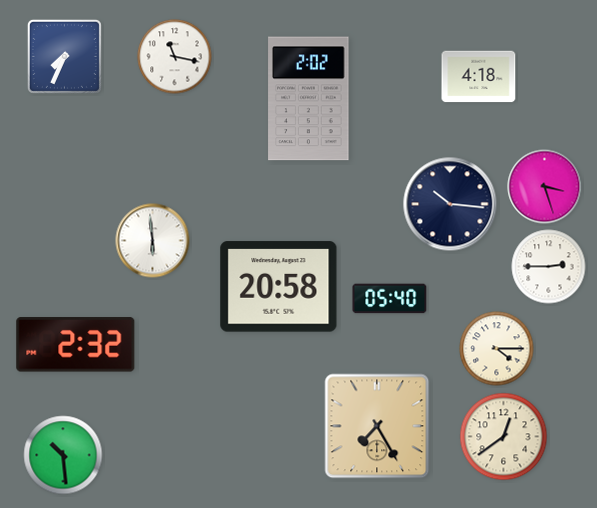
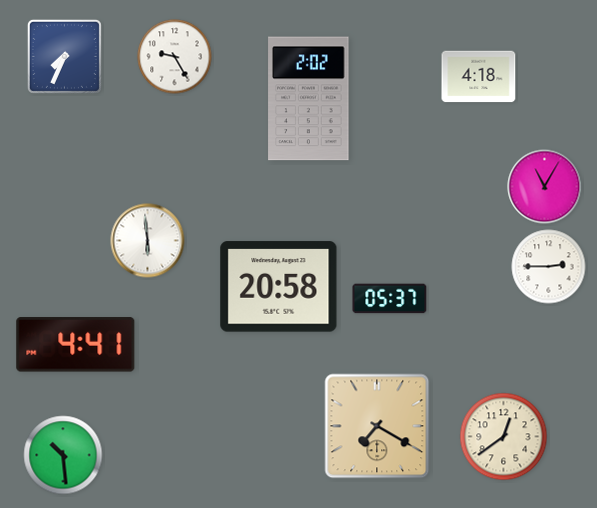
clock at (175, 57): 11:17 -> 9:25
clock at (545, 187): 3:27 -> 11:05
clock at (450, 204): 10:16 -> none
clock at (153, 241) position: (153, 241) -> (148, 241)
clock at (390, 299): 05:40 -> 05:37
clock at (76, 345): 2:32 -> 4:41
clock at (497, 349): 4:15 -> none
clock at (377, 426): 7:25 -> 7:20
